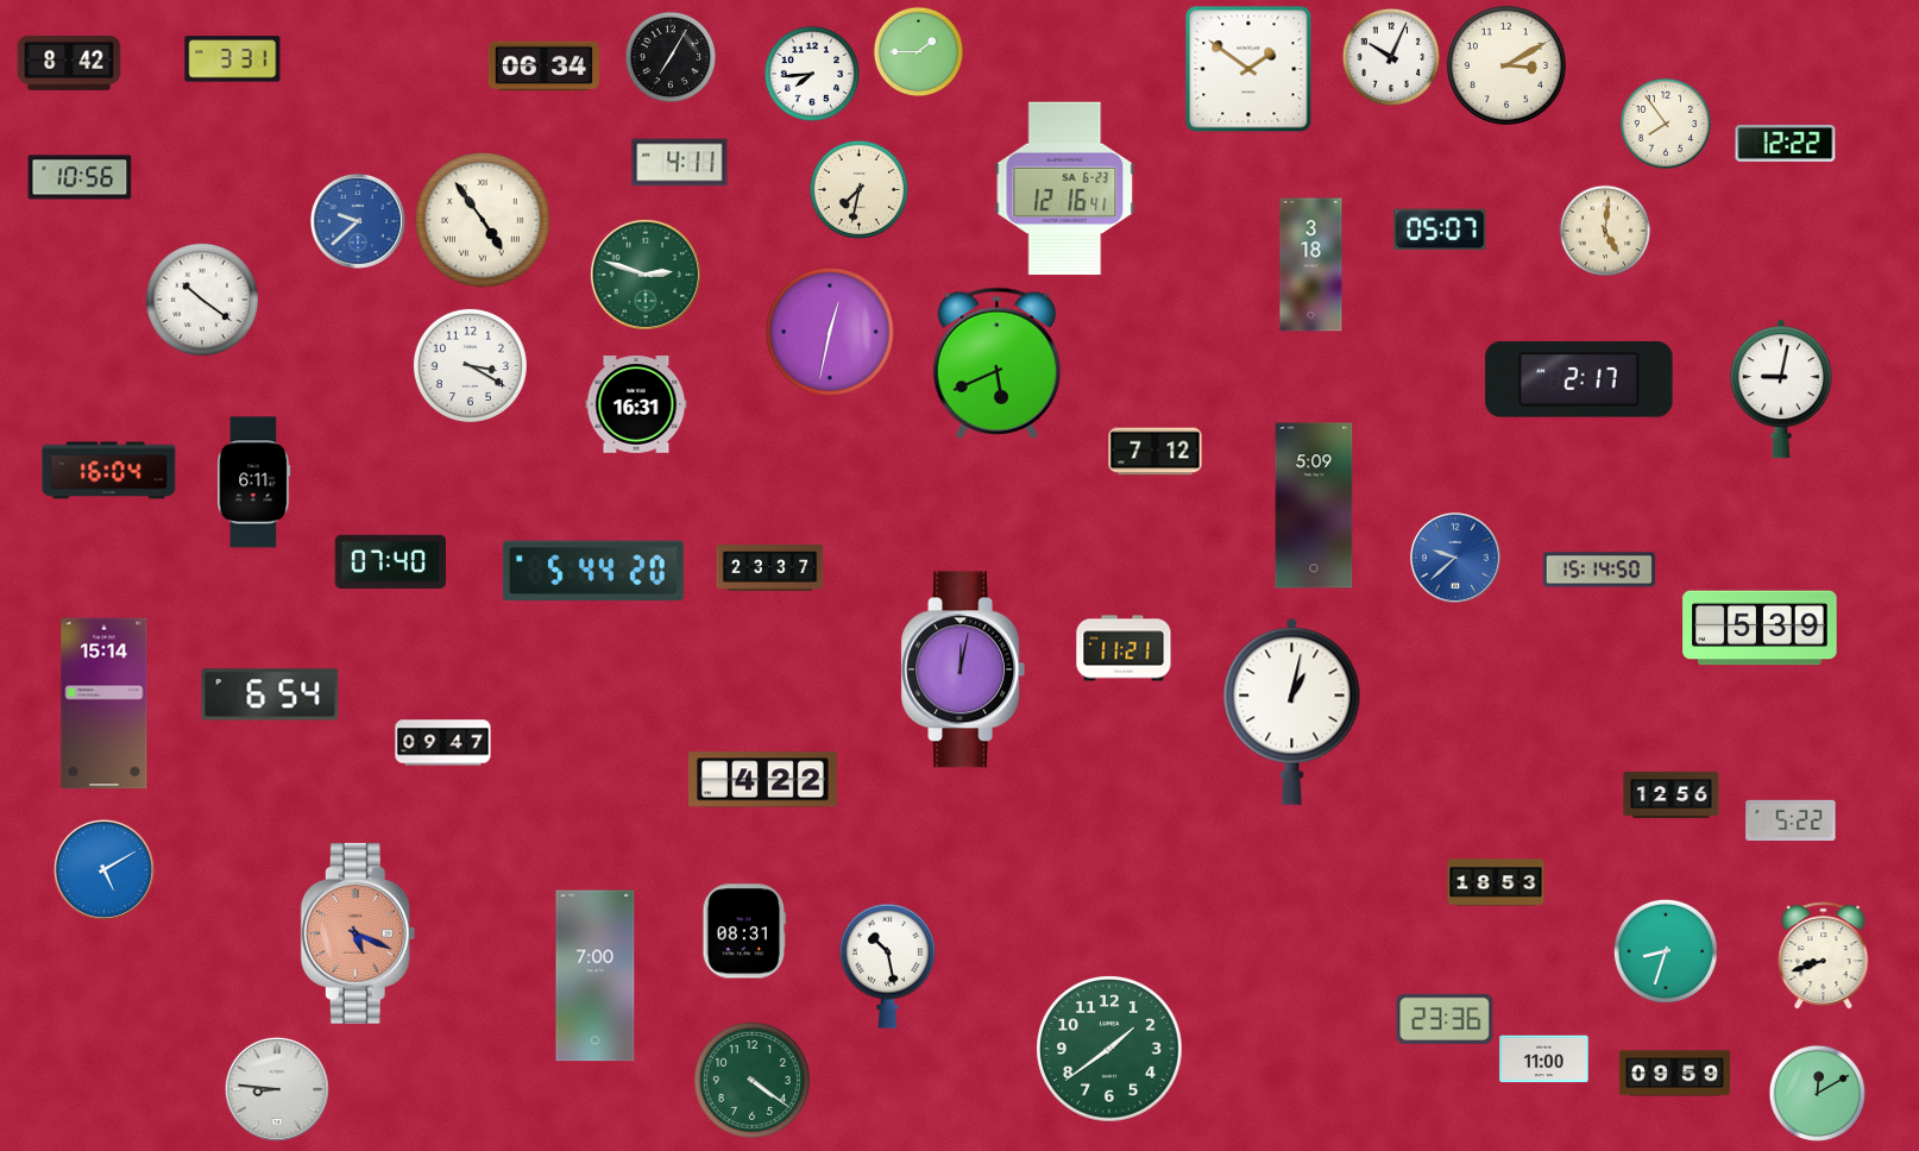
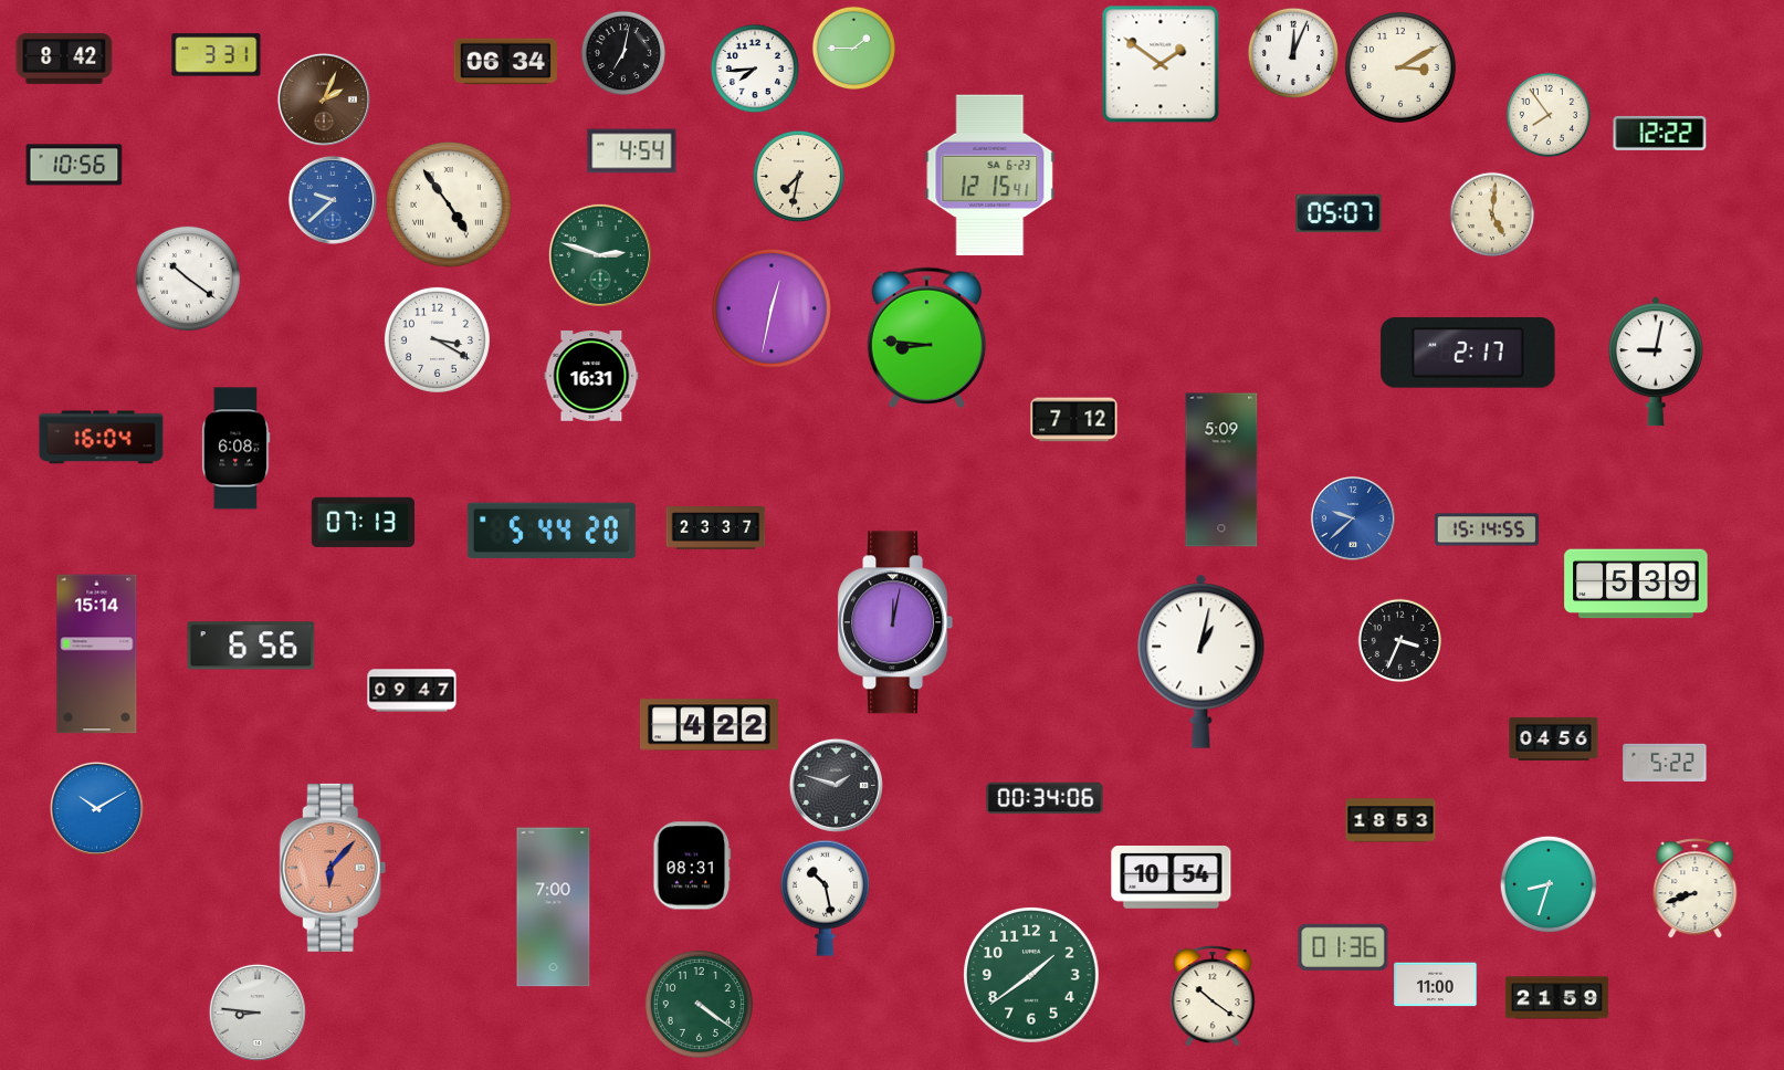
clock at (669, 56): 7:05 -> 7:02
clock at (1391, 57): 10:04 -> 12:04
clock at (1506, 65) position: (1506, 65) -> (1400, 67)
clock at (324, 99): none -> 2:04
clock at (680, 163): 4:11 -> 4:54
clock at (1065, 189): 12:16 -> 12:15
clock at (358, 221) position: (358, 221) -> (333, 200)
clock at (1311, 265): 3:18 -> none
clock at (996, 363): 5:41 -> 8:46
clock at (254, 483): 6:11 -> 6:08
clock at (390, 561): 07:40 -> 07:13
clock at (1599, 570): 15:14:50 -> 15:14:55
clock at (1124, 648): 11:21 -> none
clock at (1400, 641): none -> 3:34
clock at (270, 694): 6:54 -> 6:56
clock at (1672, 794): 12:56 -> 04:56
clock at (836, 785): none -> 1:48
clock at (1045, 798): none -> 00:34
clock at (103, 869): 5:10 -> 10:10
clock at (358, 933): 5:19 -> 6:07
clock at (1172, 878): none -> 10:54
clock at (1445, 1019): 23:36 -> 01:36
clock at (1213, 996): none -> 10:21
clock at (1675, 1074): 09:59 -> 21:59
clock at (1817, 1093): 12:10 -> none
